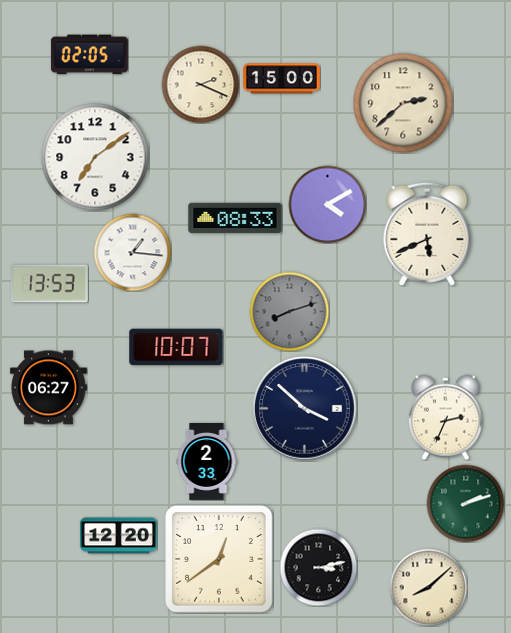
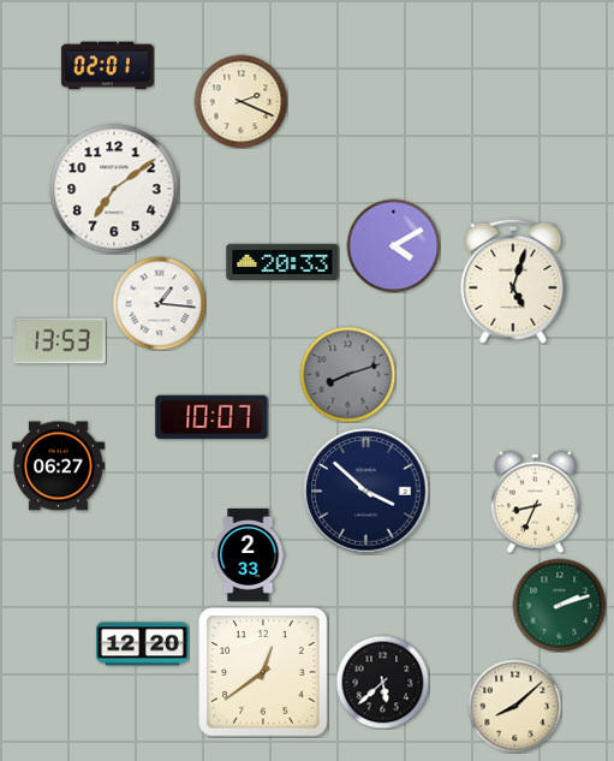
clock at (89, 55): 02:05 -> 02:01
clock at (281, 79): 15:00 -> none
clock at (403, 103): 2:38 -> none
clock at (235, 218): 08:33 -> 20:33
clock at (427, 234): 5:41 -> 5:03
clock at (445, 417): 2:34 -> 8:34
clock at (318, 567): 3:13 -> 5:38
